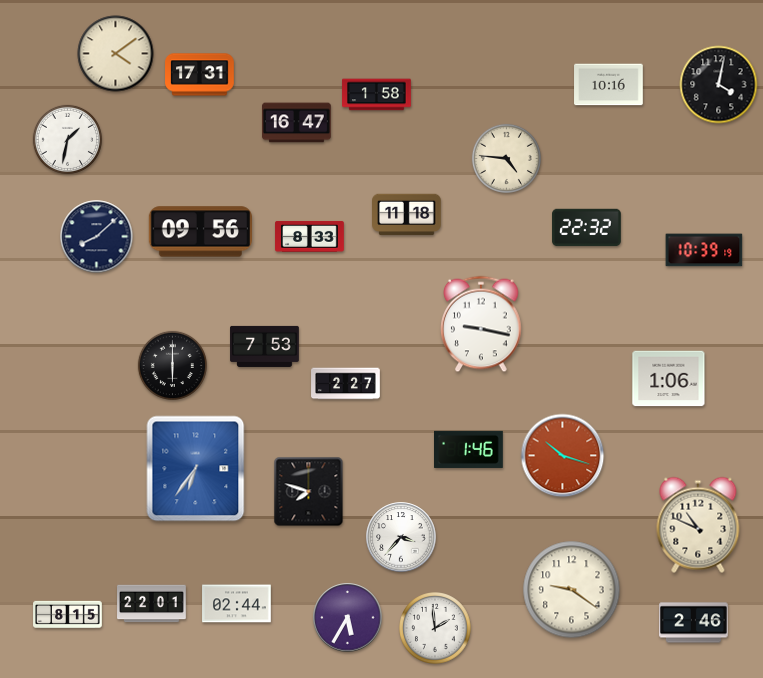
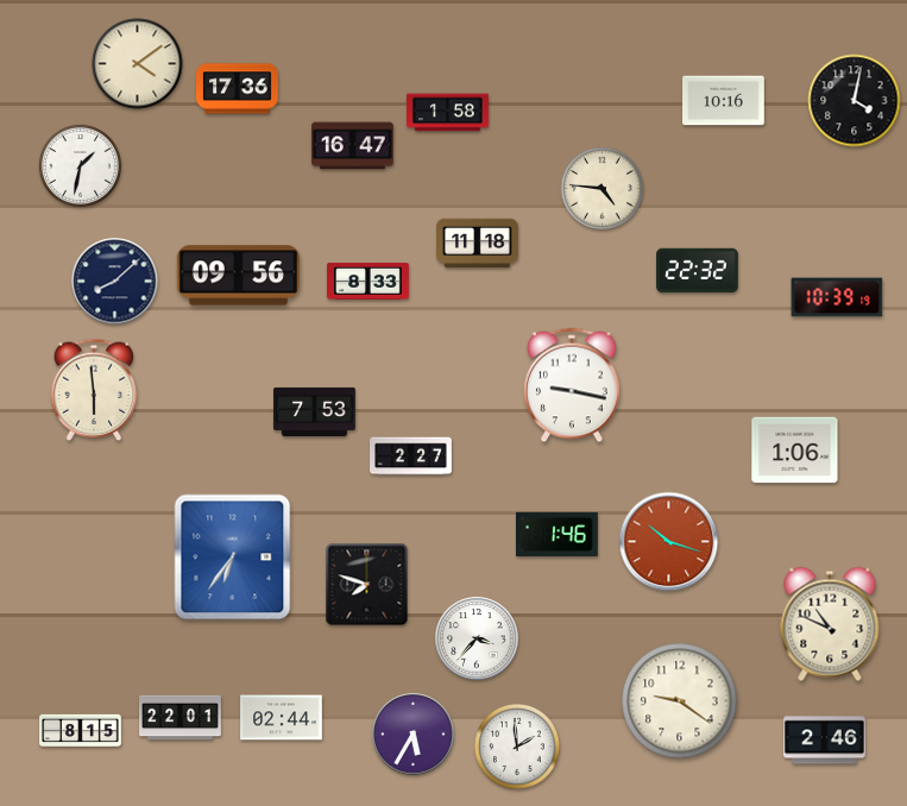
clock at (200, 75): 17:31 -> 17:36
clock at (407, 215) position: (407, 215) -> (478, 244)
clock at (94, 390): none -> 5:59
clock at (172, 365): 6:00 -> none
